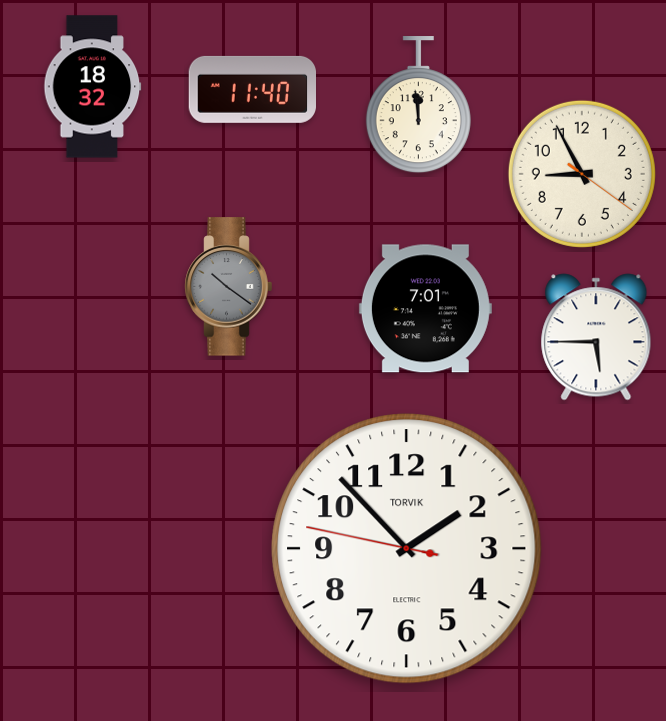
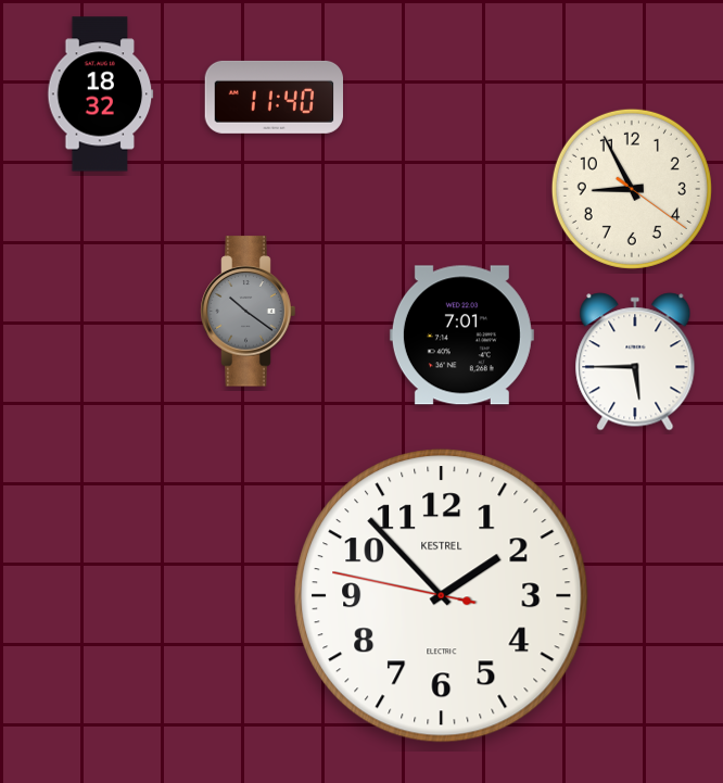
clock at (418, 105): 11:59 -> none
clock at (596, 337) position: (596, 337) -> (635, 362)
clock at (407, 549) brand: TORVIK -> KESTREL
